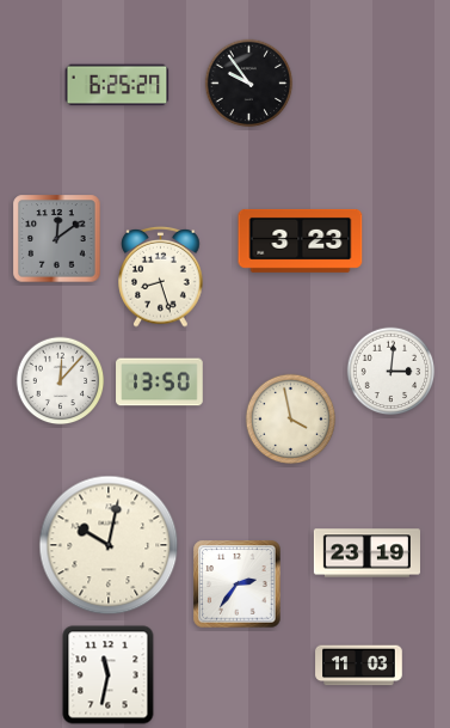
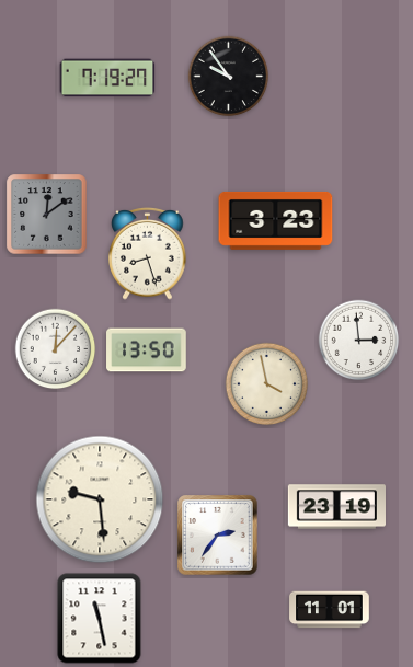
clock at (117, 85): 6:25 -> 7:19
clock at (57, 239) position: (57, 239) -> (47, 215)
clock at (392, 372): 3:01 -> 2:59
clock at (109, 545): 10:02 -> 9:29
clock at (359, 666): 11:03 -> 11:01
clock at (109, 675): 11:32 -> 11:28
